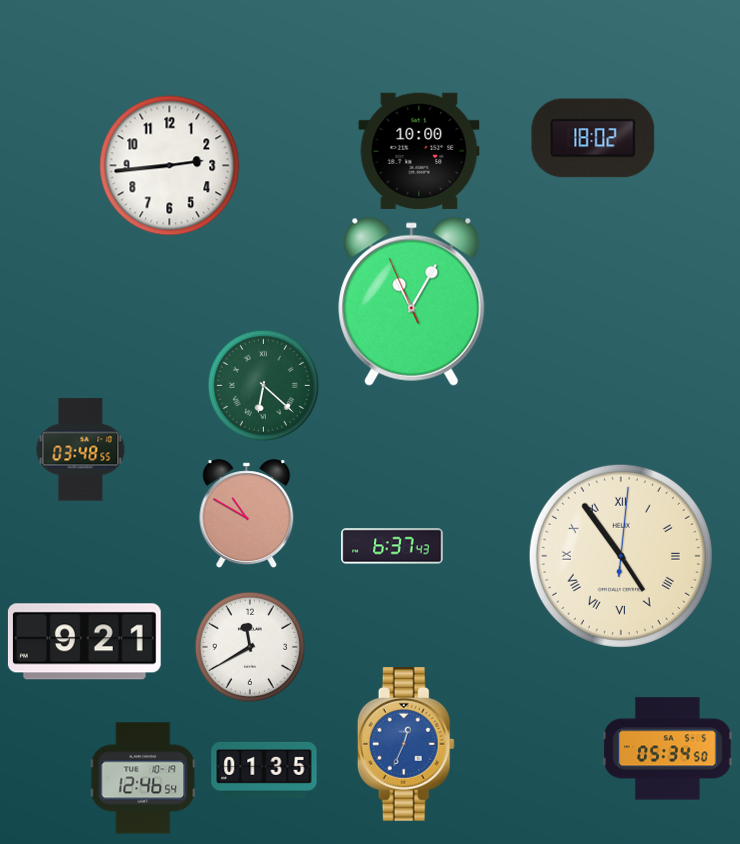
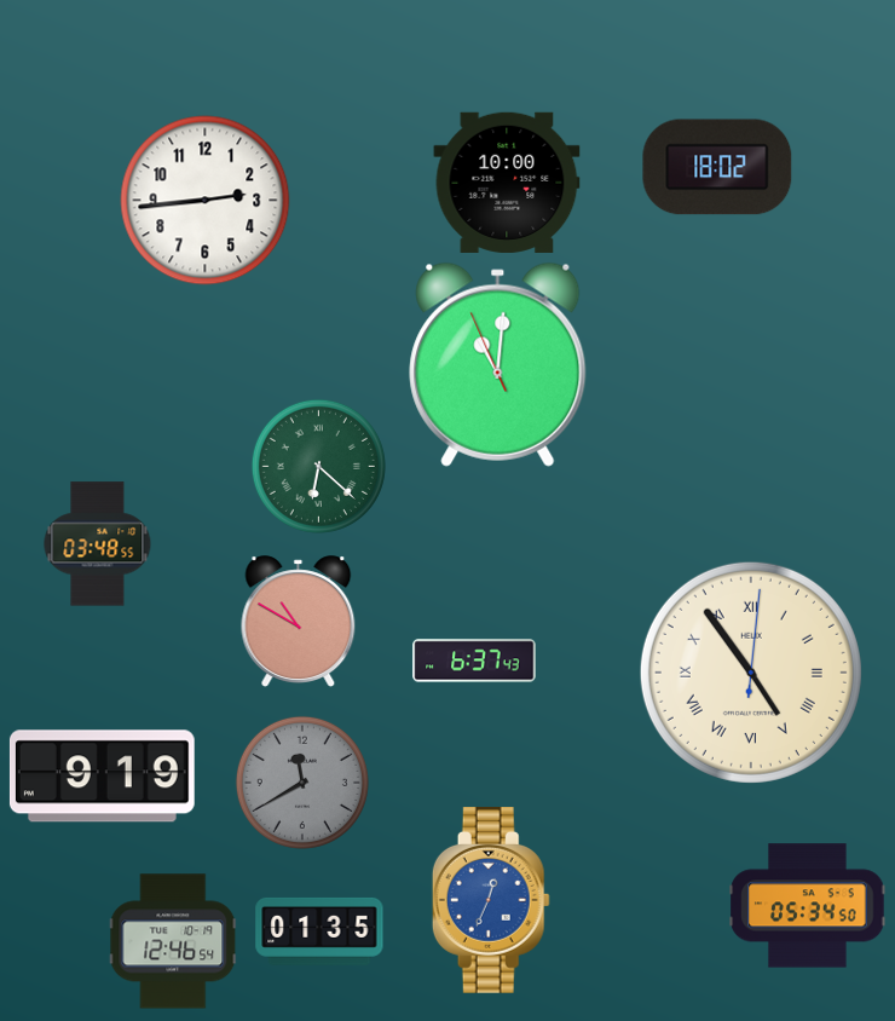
clock at (412, 301): 11:04 -> 11:00
clock at (84, 642): 9:21 -> 9:19
clock at (250, 647) dial: white -> grey
